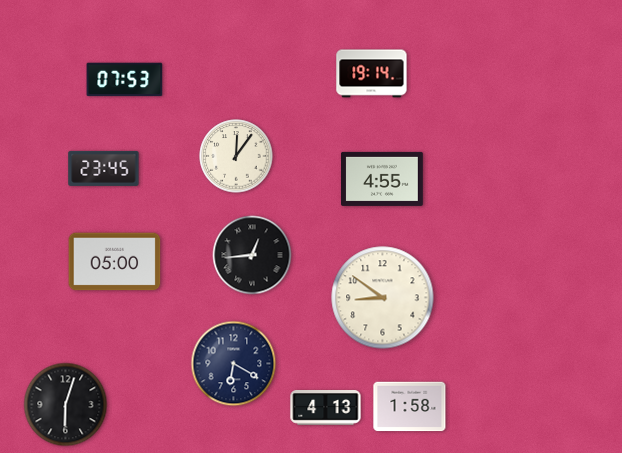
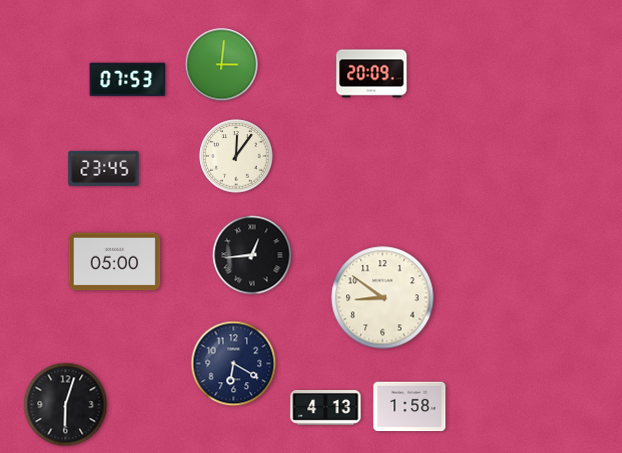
clock at (222, 65): none -> 3:01
clock at (372, 74): 19:14 -> 20:09
clock at (125, 80) position: (125, 80) -> (128, 80)
clock at (383, 179): 4:55 -> none
